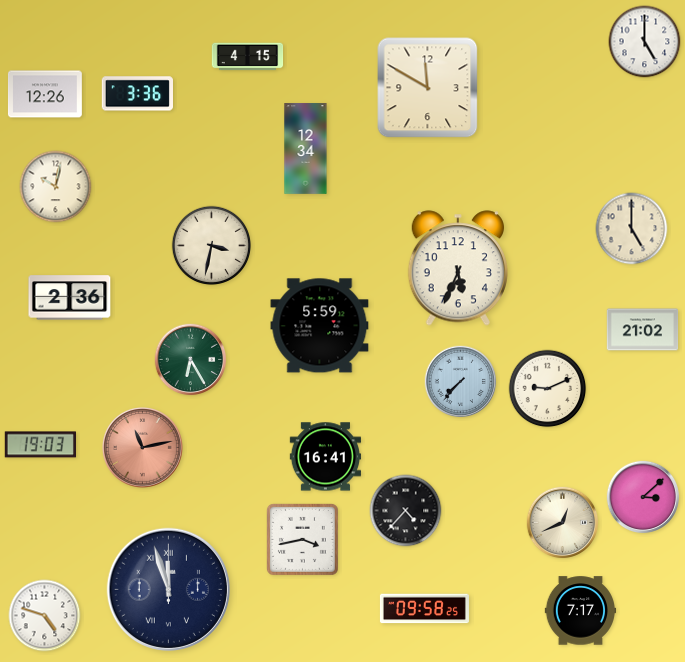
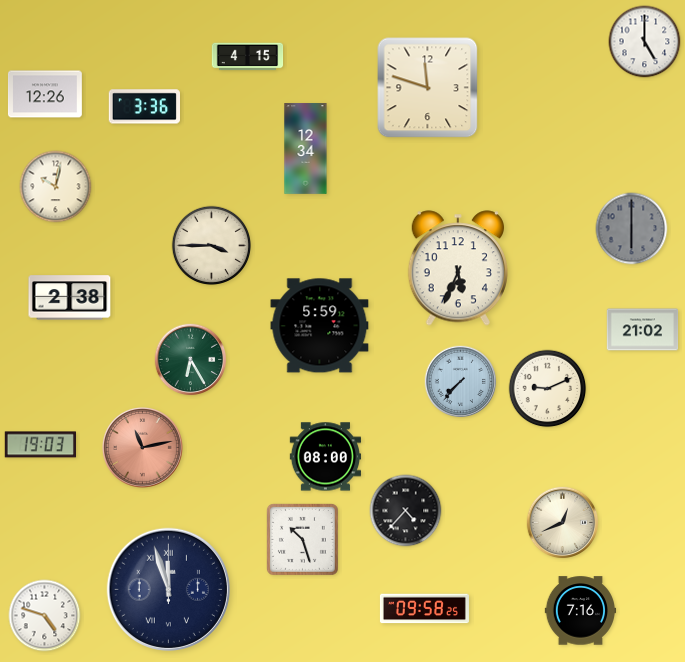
clock at (428, 88): 11:50 -> 11:48
clock at (137, 94) position: (137, 94) -> (144, 107)
clock at (632, 229): 5:00 -> 6:00
clock at (632, 229) dial: cream -> grey
clock at (211, 245): 3:32 -> 3:45
clock at (70, 298): 2:36 -> 2:38
clock at (325, 457): 16:41 -> 08:00
clock at (643, 497): 3:08 -> none
clock at (302, 539): 3:43 -> 10:27
clock at (581, 611): 7:17 -> 7:16
